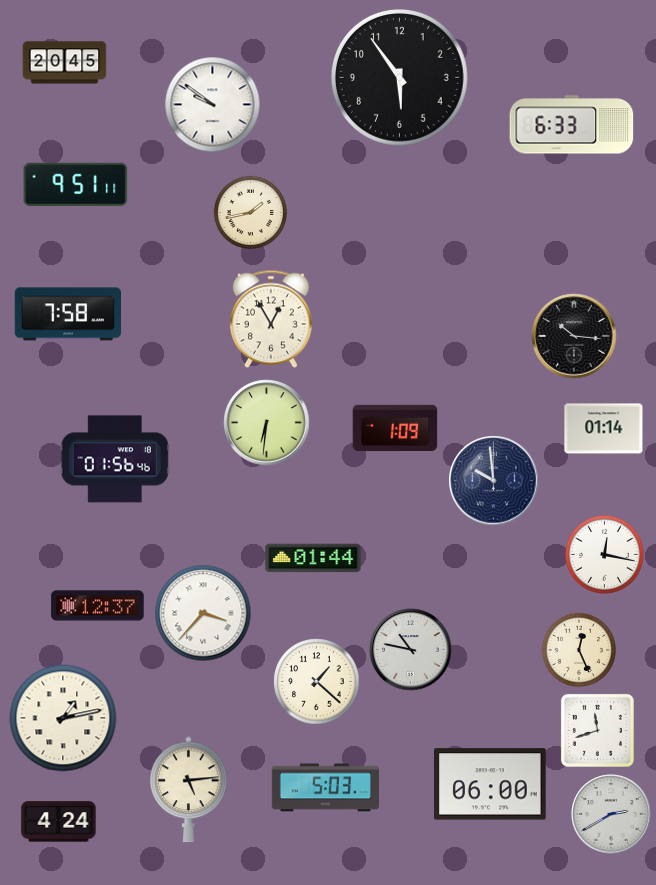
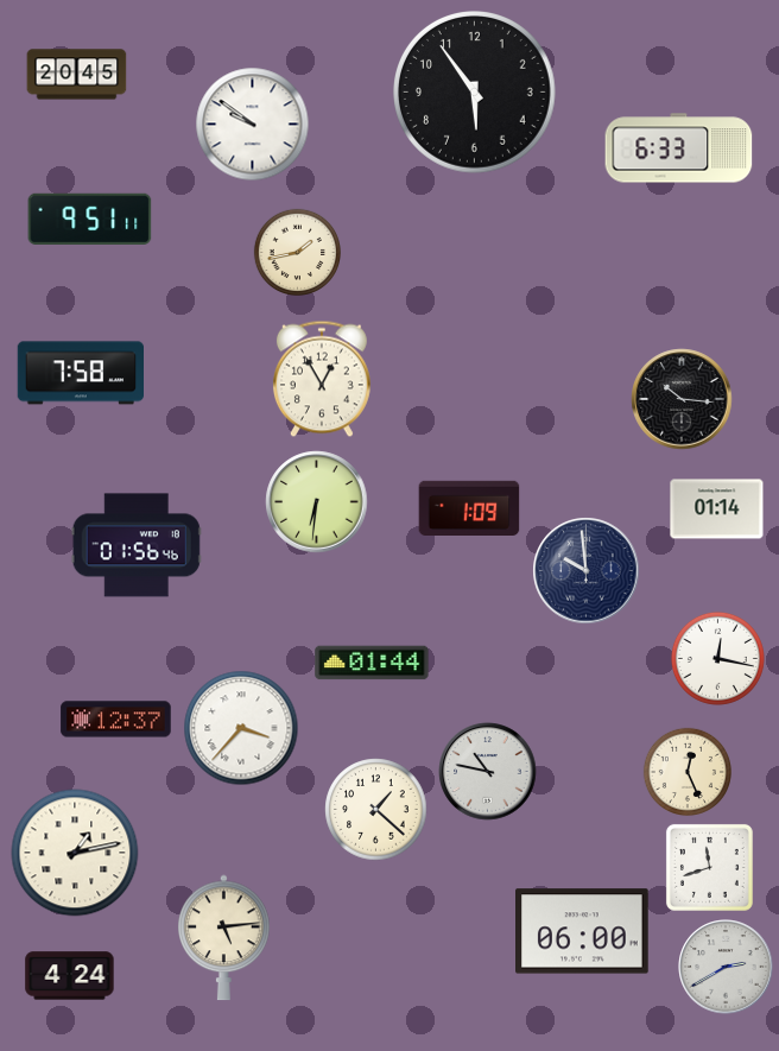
clock at (325, 788): 5:03 -> none
